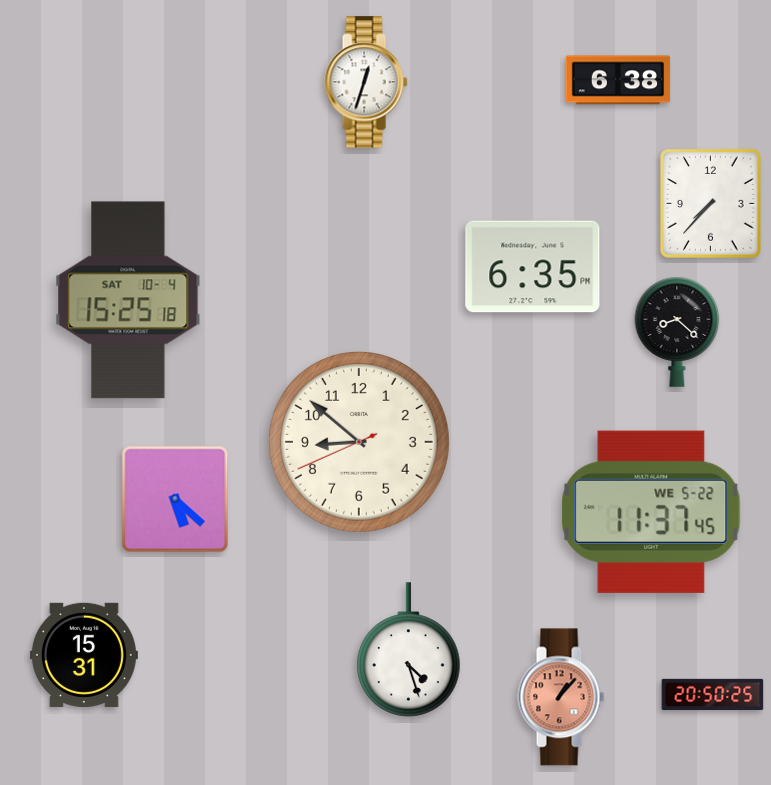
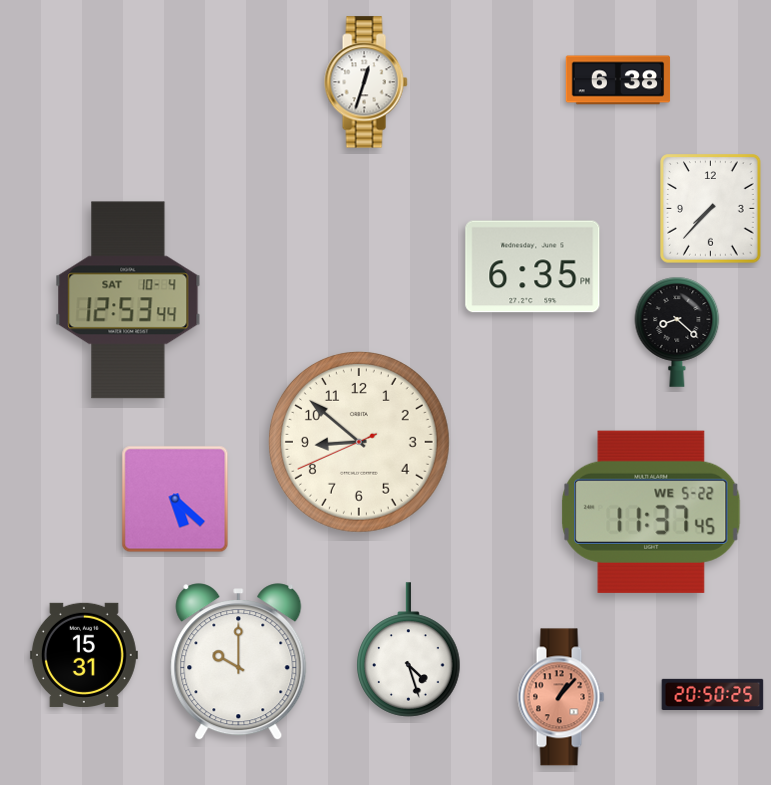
clock at (711, 204) position: (711, 204) -> (711, 209)
clock at (128, 300): 15:25 -> 12:53
clock at (239, 662): none -> 10:00
